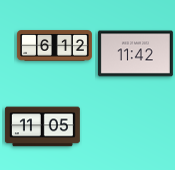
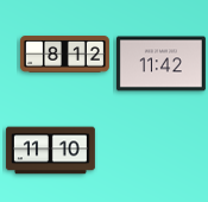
clock at (54, 46): 6:12 -> 8:12
clock at (42, 127): 11:05 -> 11:10
